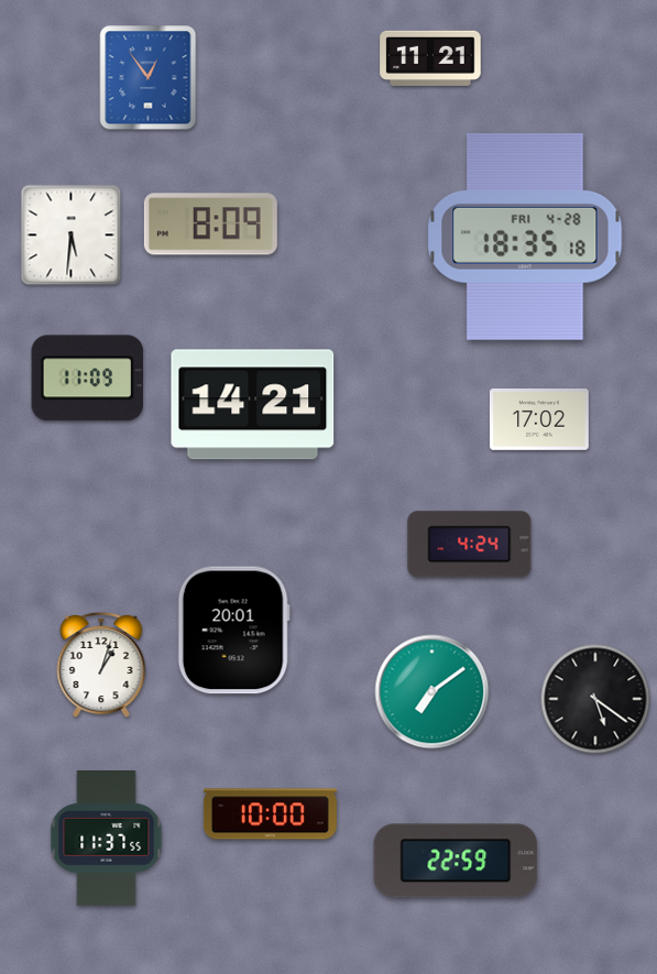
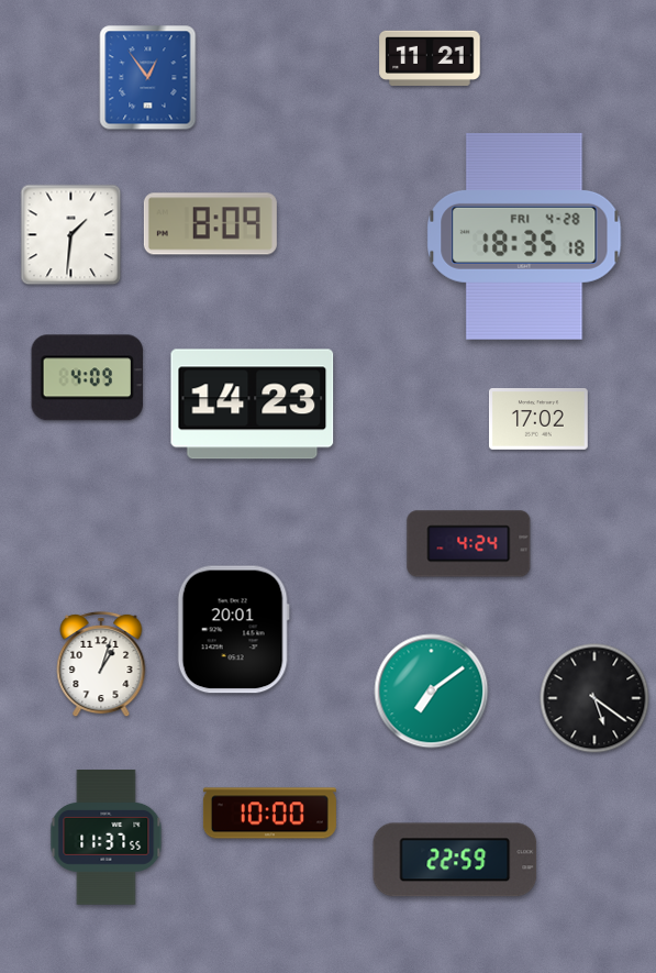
clock at (72, 236): 5:31 -> 1:31
clock at (87, 379): 11:09 -> 4:09
clock at (253, 405): 14:21 -> 14:23
